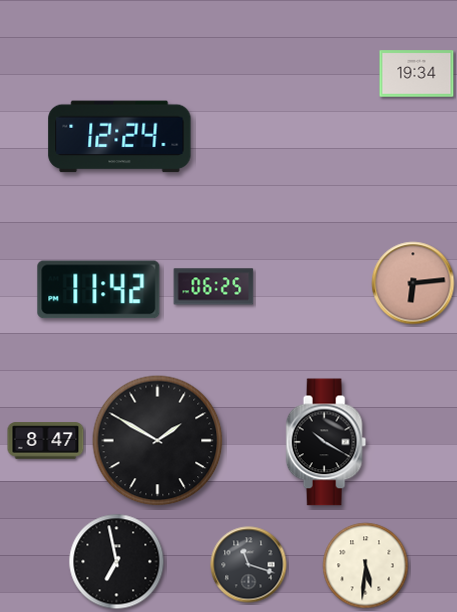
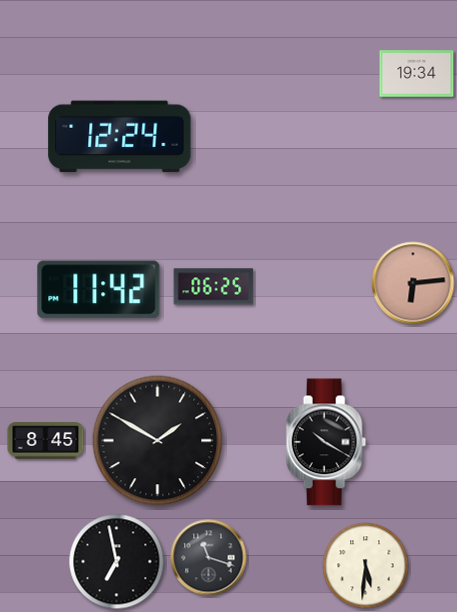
clock at (46, 441): 8:47 -> 8:45
clock at (249, 565) position: (249, 565) -> (209, 558)
